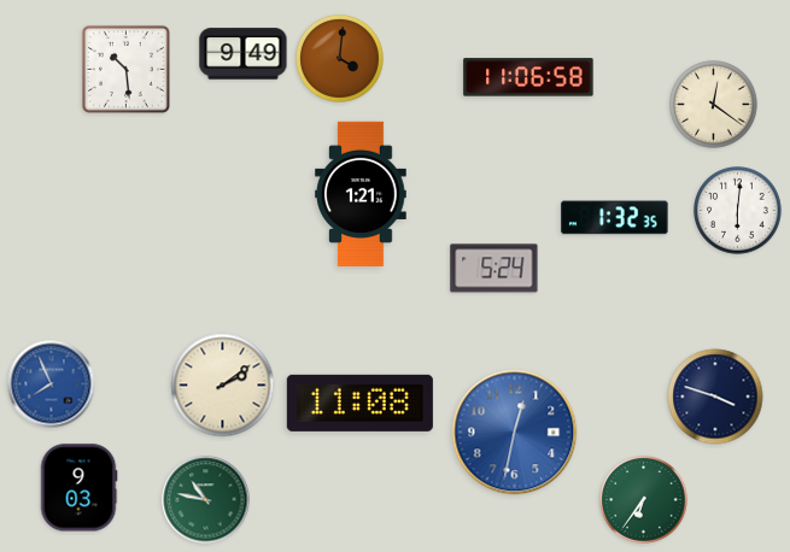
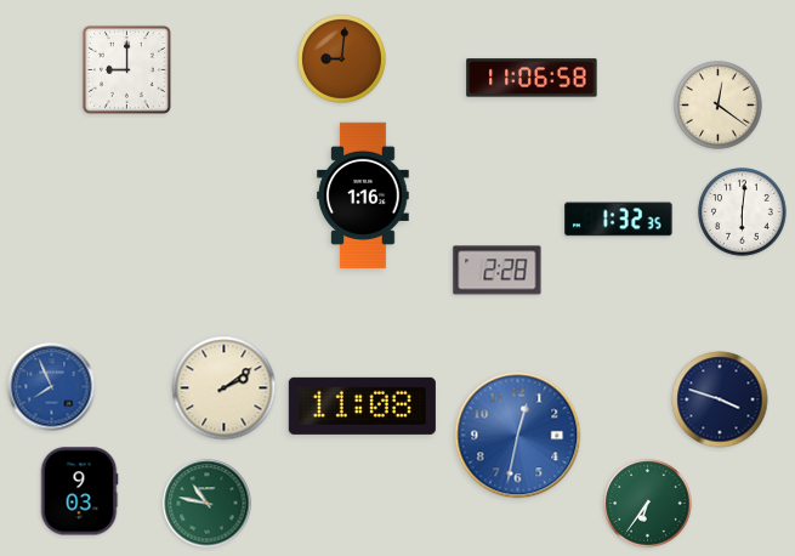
clock at (244, 54): 9:49 -> none
clock at (340, 59): 4:01 -> 9:01
clock at (125, 69): 10:29 -> 9:00
clock at (361, 193): 1:21 -> 1:16
clock at (495, 269): 5:24 -> 2:28
